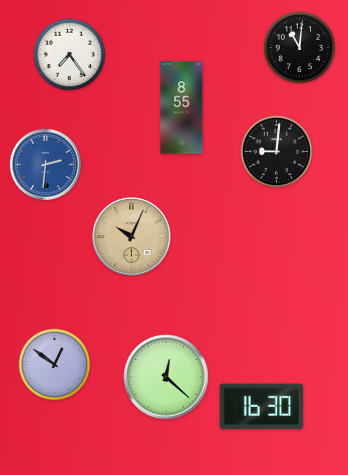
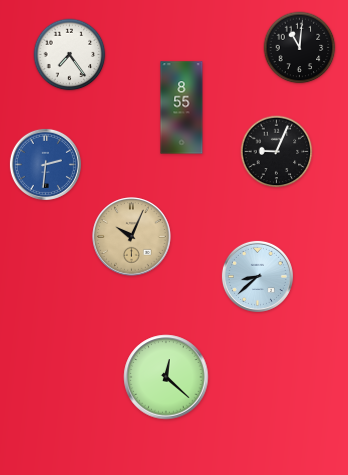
clock at (277, 152): 9:01 -> 9:04
clock at (257, 276): none -> 8:38
clock at (55, 365): 12:51 -> none
clock at (262, 407): 16:30 -> none
